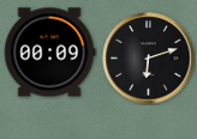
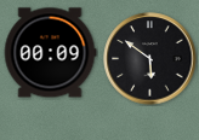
clock at (149, 59): 6:12 -> 5:51
